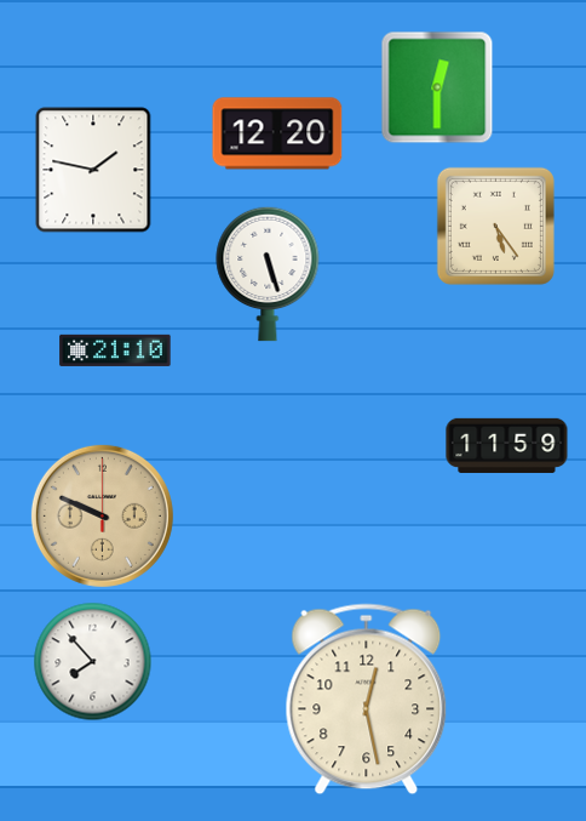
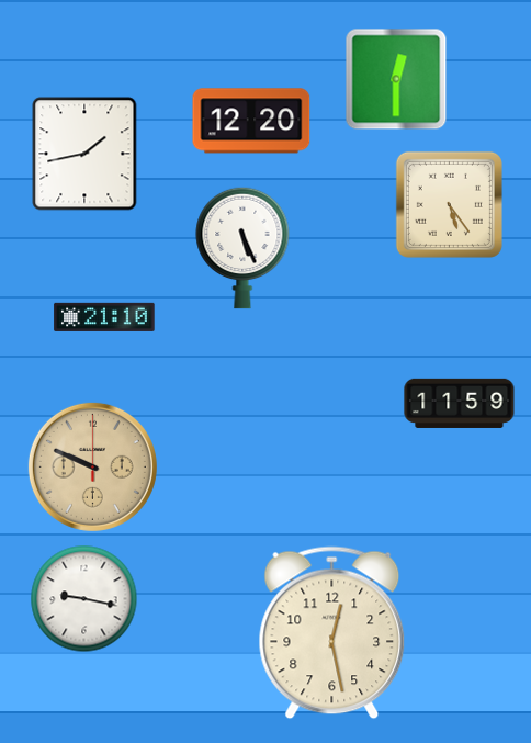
clock at (93, 170): 1:47 -> 1:43
clock at (268, 274): 5:27 -> 5:26
clock at (93, 662): 7:53 -> 9:17
